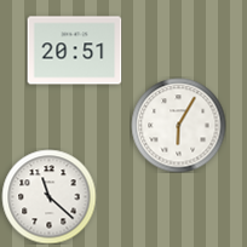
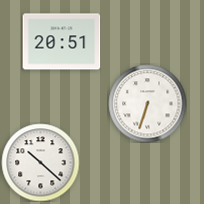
clock at (178, 125): 6:05 -> 6:33
clock at (48, 196): 11:22 -> 10:22
